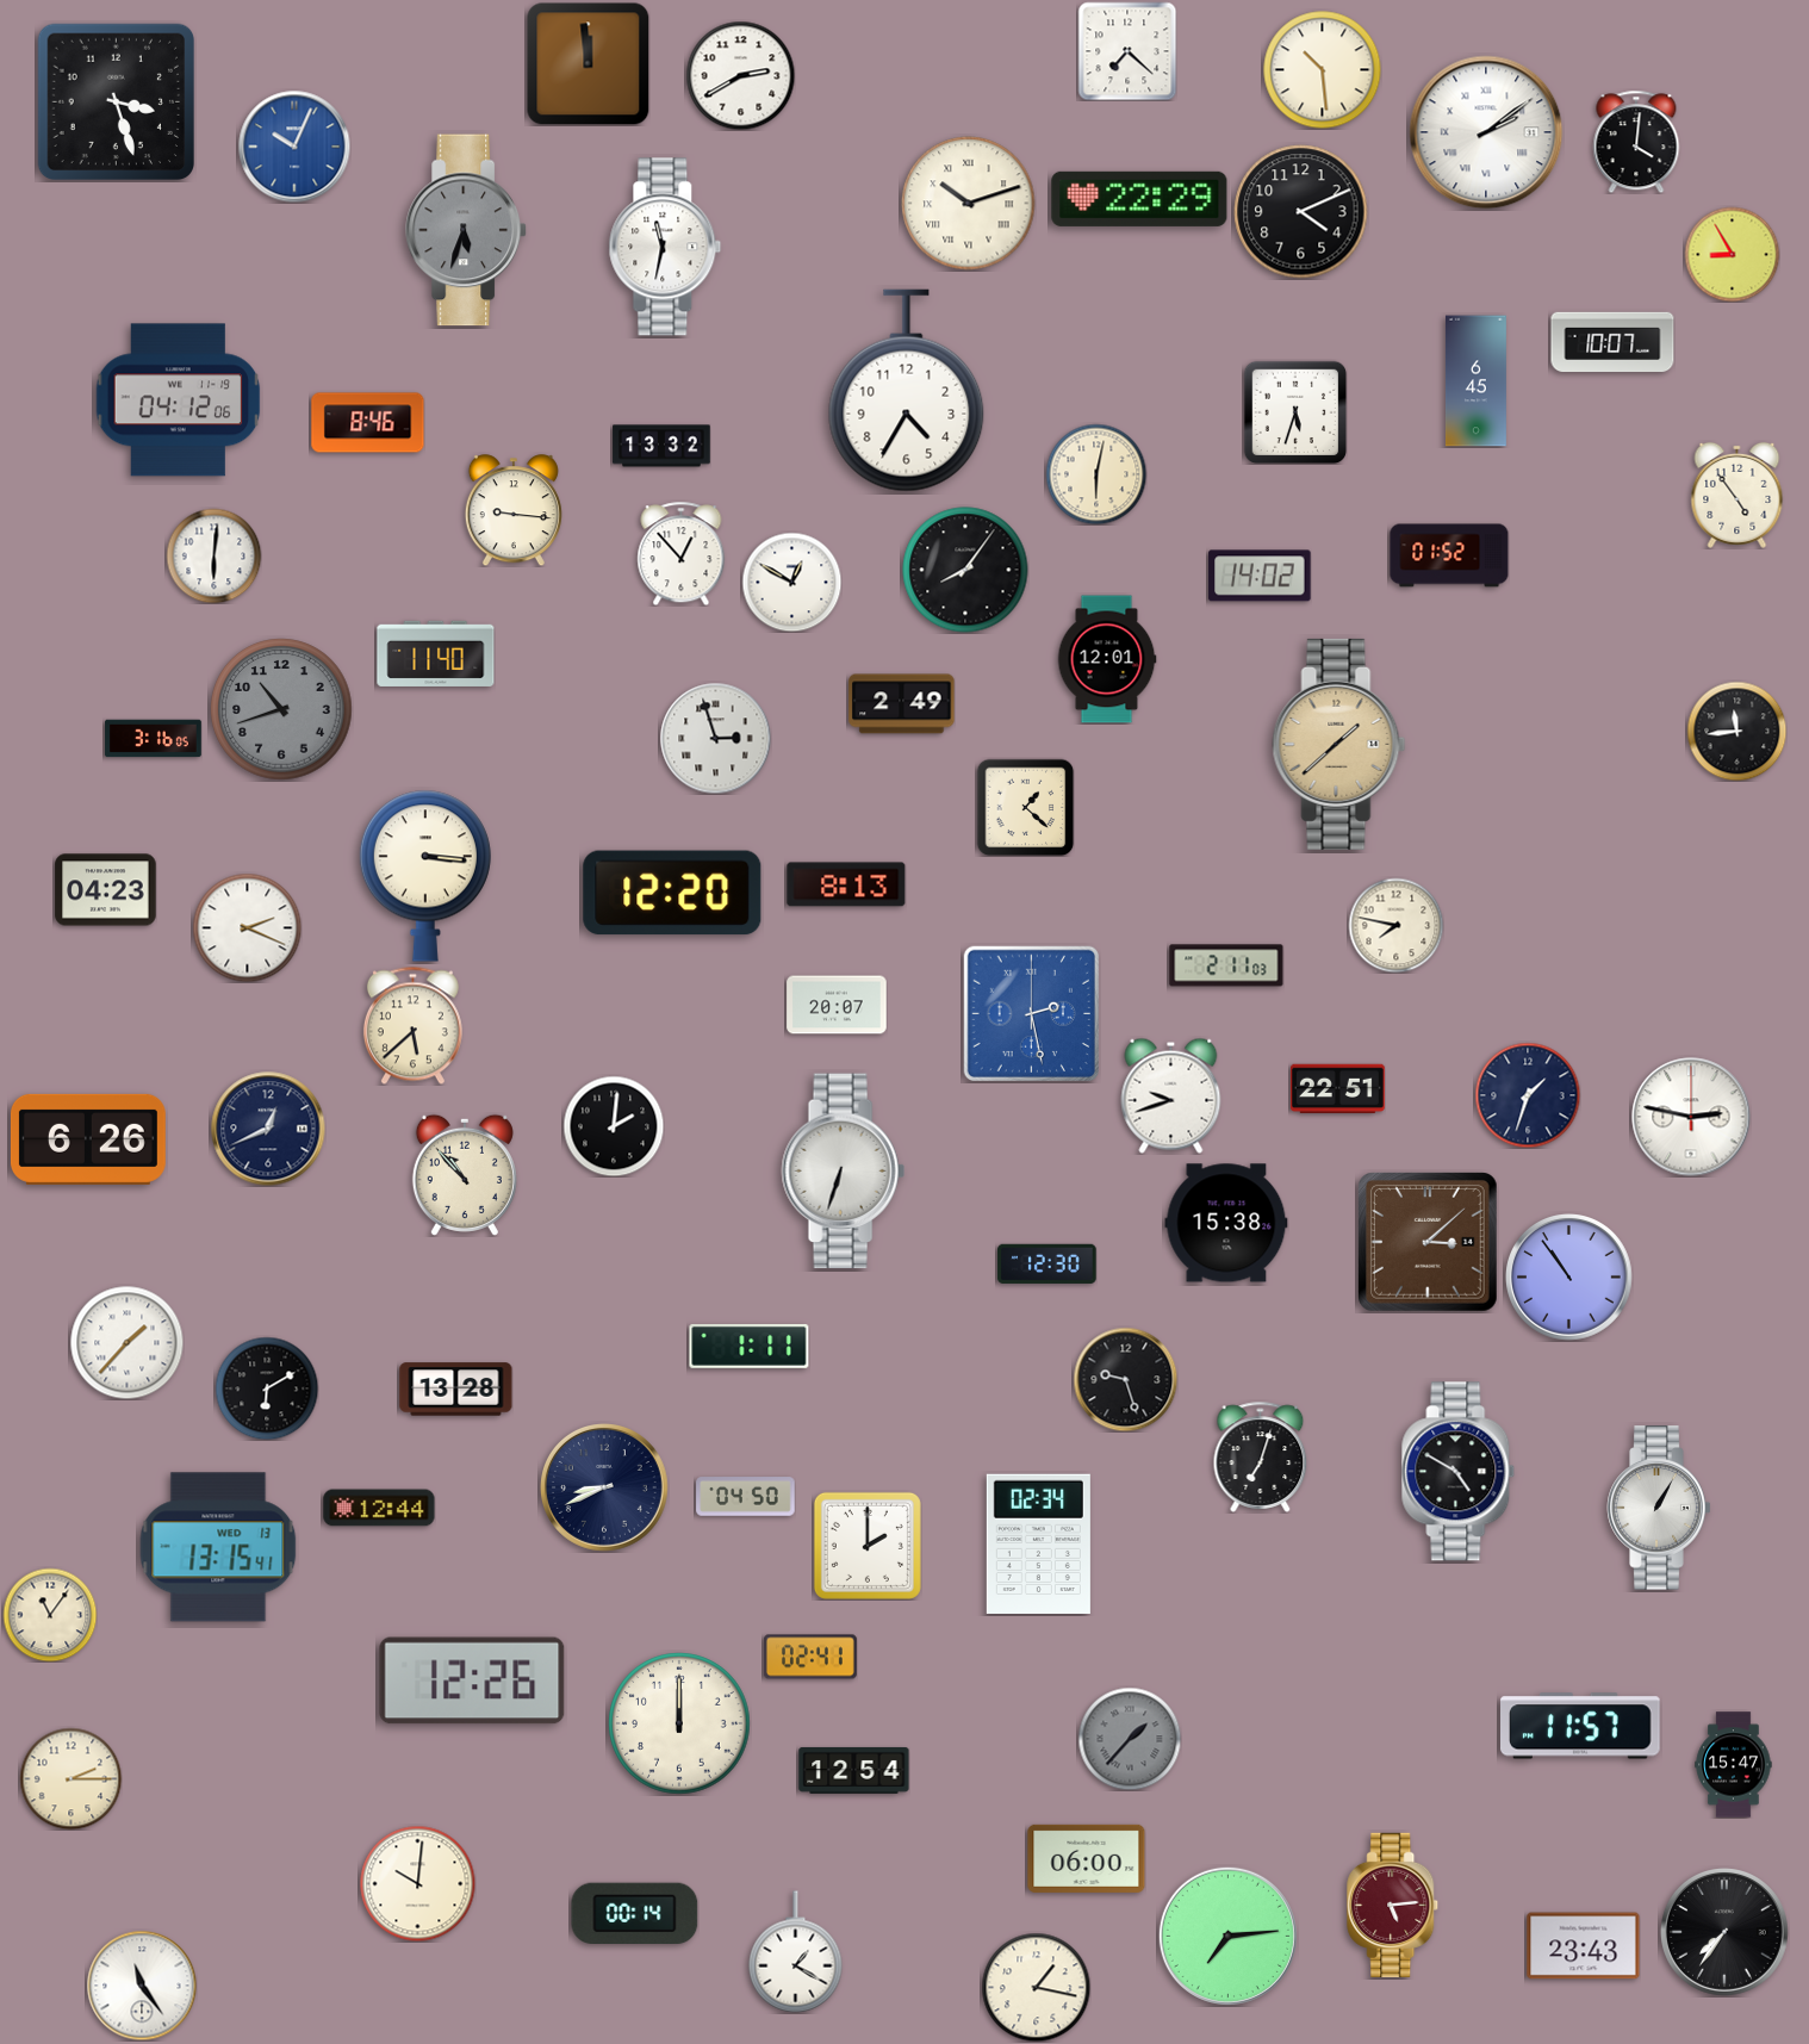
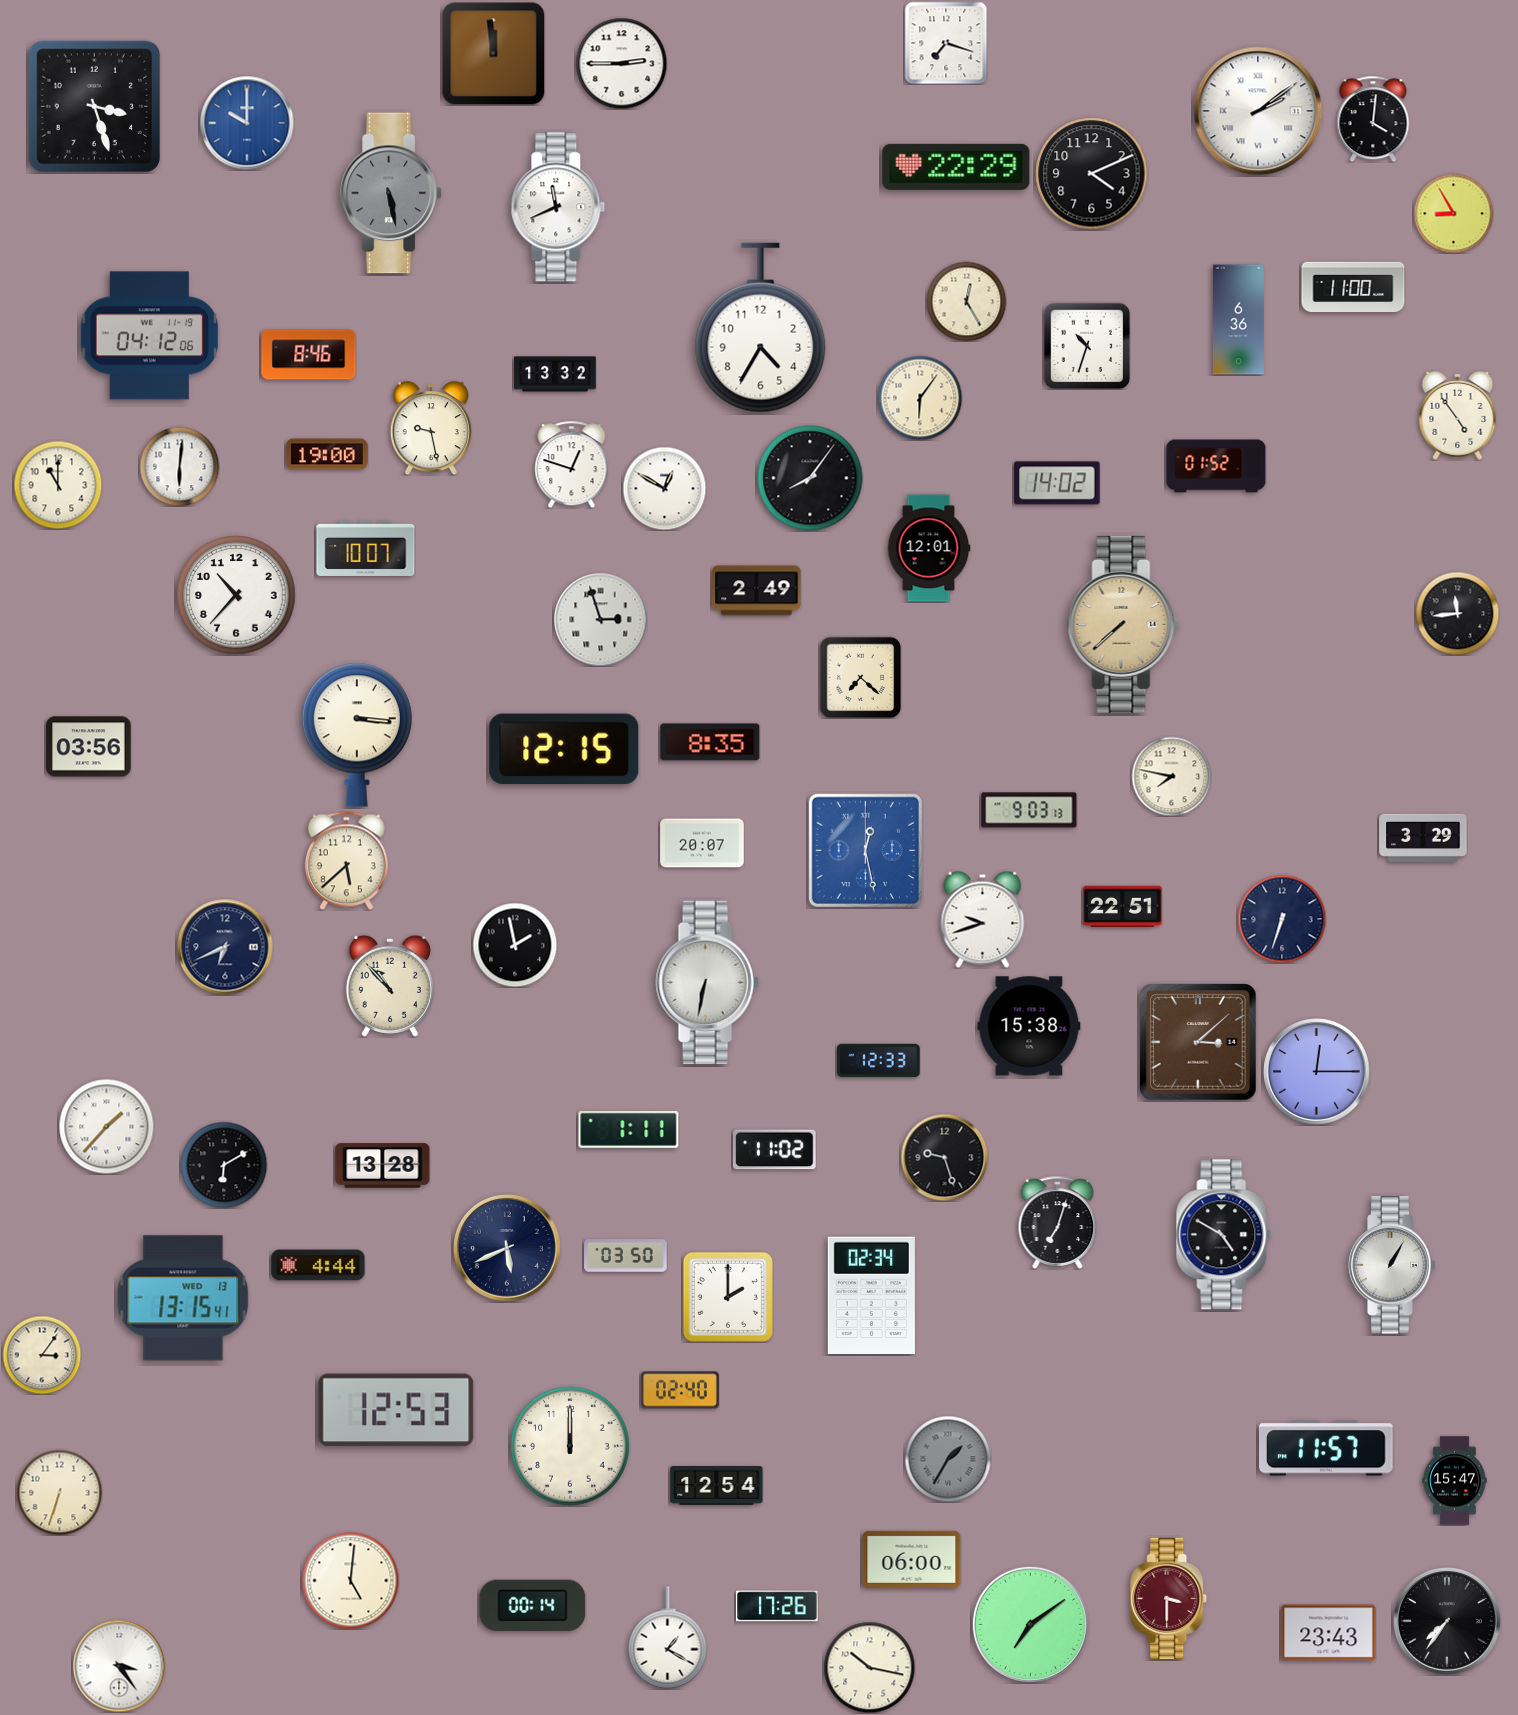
clock at (1127, 51): 7:22 -> 7:18
clock at (1323, 70): 10:29 -> none
clock at (740, 75): 2:40 -> 2:45
clock at (116, 101) position: (116, 101) -> (94, 106)
clock at (1486, 132) position: (1486, 132) -> (1258, 111)
clock at (294, 147): 10:04 -> 10:00
clock at (969, 204): 10:12 -> none
clock at (1301, 212) position: (1301, 212) -> (1092, 174)
clock at (466, 230): 5:33 -> 5:28
clock at (665, 247): 11:32 -> 11:41
clock at (1612, 342): 10:07 -> 11:00
clock at (966, 301): none -> 12:25
clock at (1475, 381): 6:45 -> 6:36
clock at (1295, 412): 5:33 -> 10:33
clock at (1096, 474): 6:02 -> 6:06
clock at (514, 510): 9:16 -> 9:28
clock at (327, 454): none -> 19:00
clock at (682, 553): 12:53 -> 12:48
clock at (58, 485): none -> 11:00
clock at (436, 653): 11:40 -> 10:07
clock at (1107, 659) position: (1107, 659) -> (929, 548)
clock at (281, 709): 10:42 -> 10:37
clock at (281, 709) dial: grey -> white
clock at (154, 739): 3:16 -> none
clock at (1339, 744): 1:38 -> 7:38
clock at (1025, 807): 1:22 -> 7:22
clock at (846, 884): 8:13 -> 8:35
clock at (106, 890): 04:23 -> 03:56
clock at (672, 893): 12:20 -> 12:15
clock at (247, 927): 2:19 -> none
clock at (1226, 965): 2:11 -> 9:03
clock at (1423, 838): none -> 3:29
clock at (1031, 1013): 2:28 -> 12:28
clock at (1337, 1089) position: (1337, 1089) -> (1122, 907)
clock at (1528, 1095): 1:33 -> 6:33
clock at (1691, 1117): 2:47 -> none
clock at (614, 1126): 2:01 -> 1:58
clock at (268, 1129): 12:41 -> 6:41
clock at (88, 1139): 6:26 -> none
clock at (843, 1172): 6:33 -> 6:32
clock at (1048, 1263): 12:30 -> 12:33
clock at (1569, 1278): 10:54 -> 12:15
clock at (775, 1150): none -> 11:02
clock at (605, 1489): 8:41 -> 5:41
clock at (746, 1497): 04:50 -> 03:50
clock at (379, 1508): 12:44 -> 4:44
clock at (50, 1615): 11:06 -> 3:06
clock at (810, 1657): 02:41 -> 02:40
clock at (472, 1680): 12:26 -> 12:53
clock at (1130, 1739): 1:37 -> 1:35
clock at (70, 1778): 2:15 -> 6:33
clock at (417, 1883): 10:01 -> 5:01
clock at (1393, 1905): 5:14 -> 3:30
clock at (777, 1606): none -> 17:26
clock at (1227, 1936): 7:14 -> 7:09
clock at (142, 1986): 11:24 -> 3:24
clock at (1036, 1987): 1:17 -> 10:17
